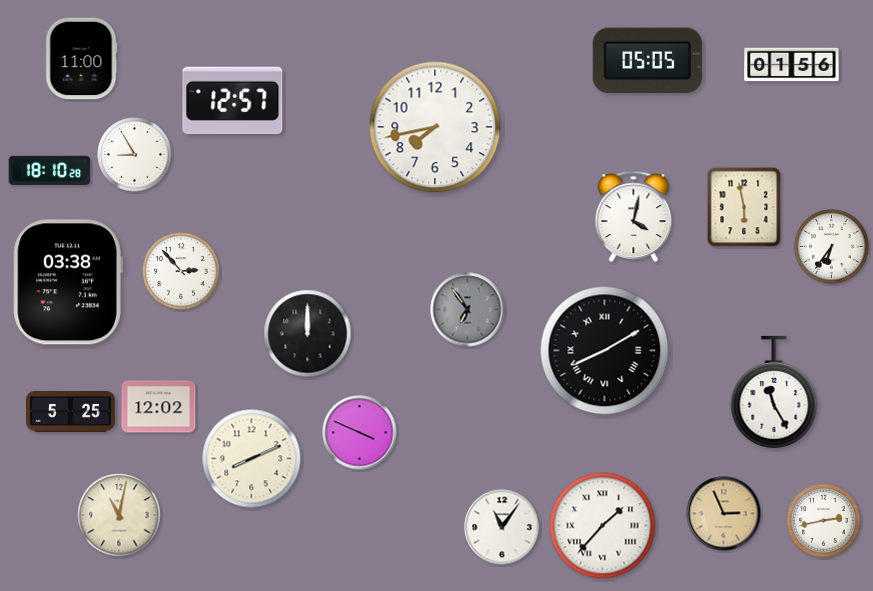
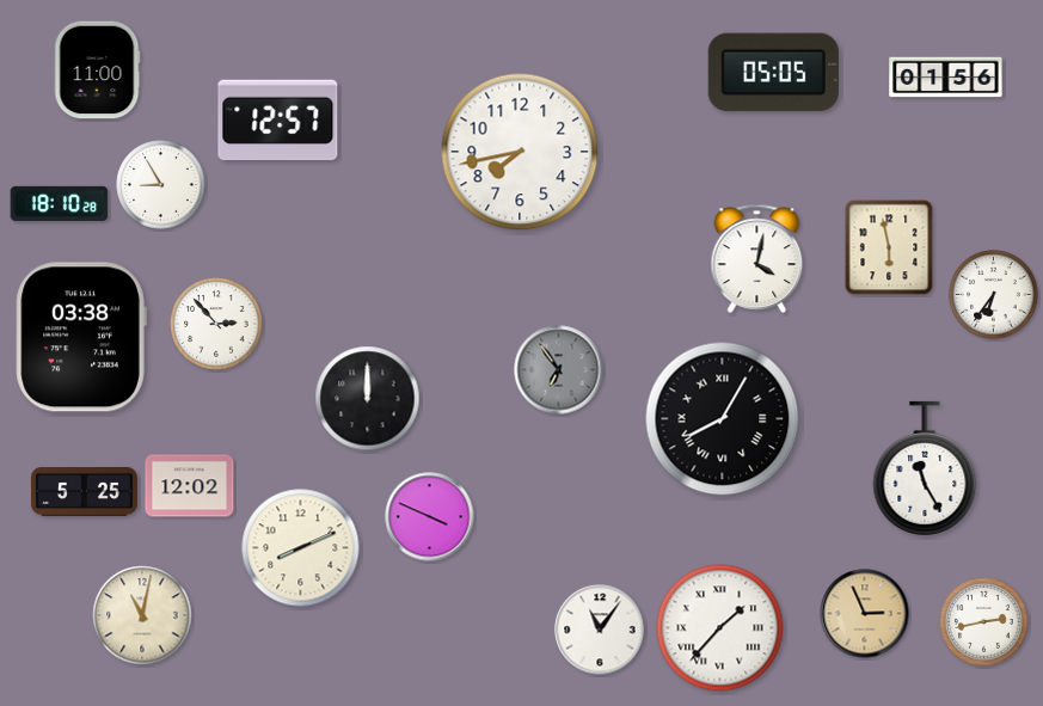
clock at (605, 351): 8:10 -> 8:05
